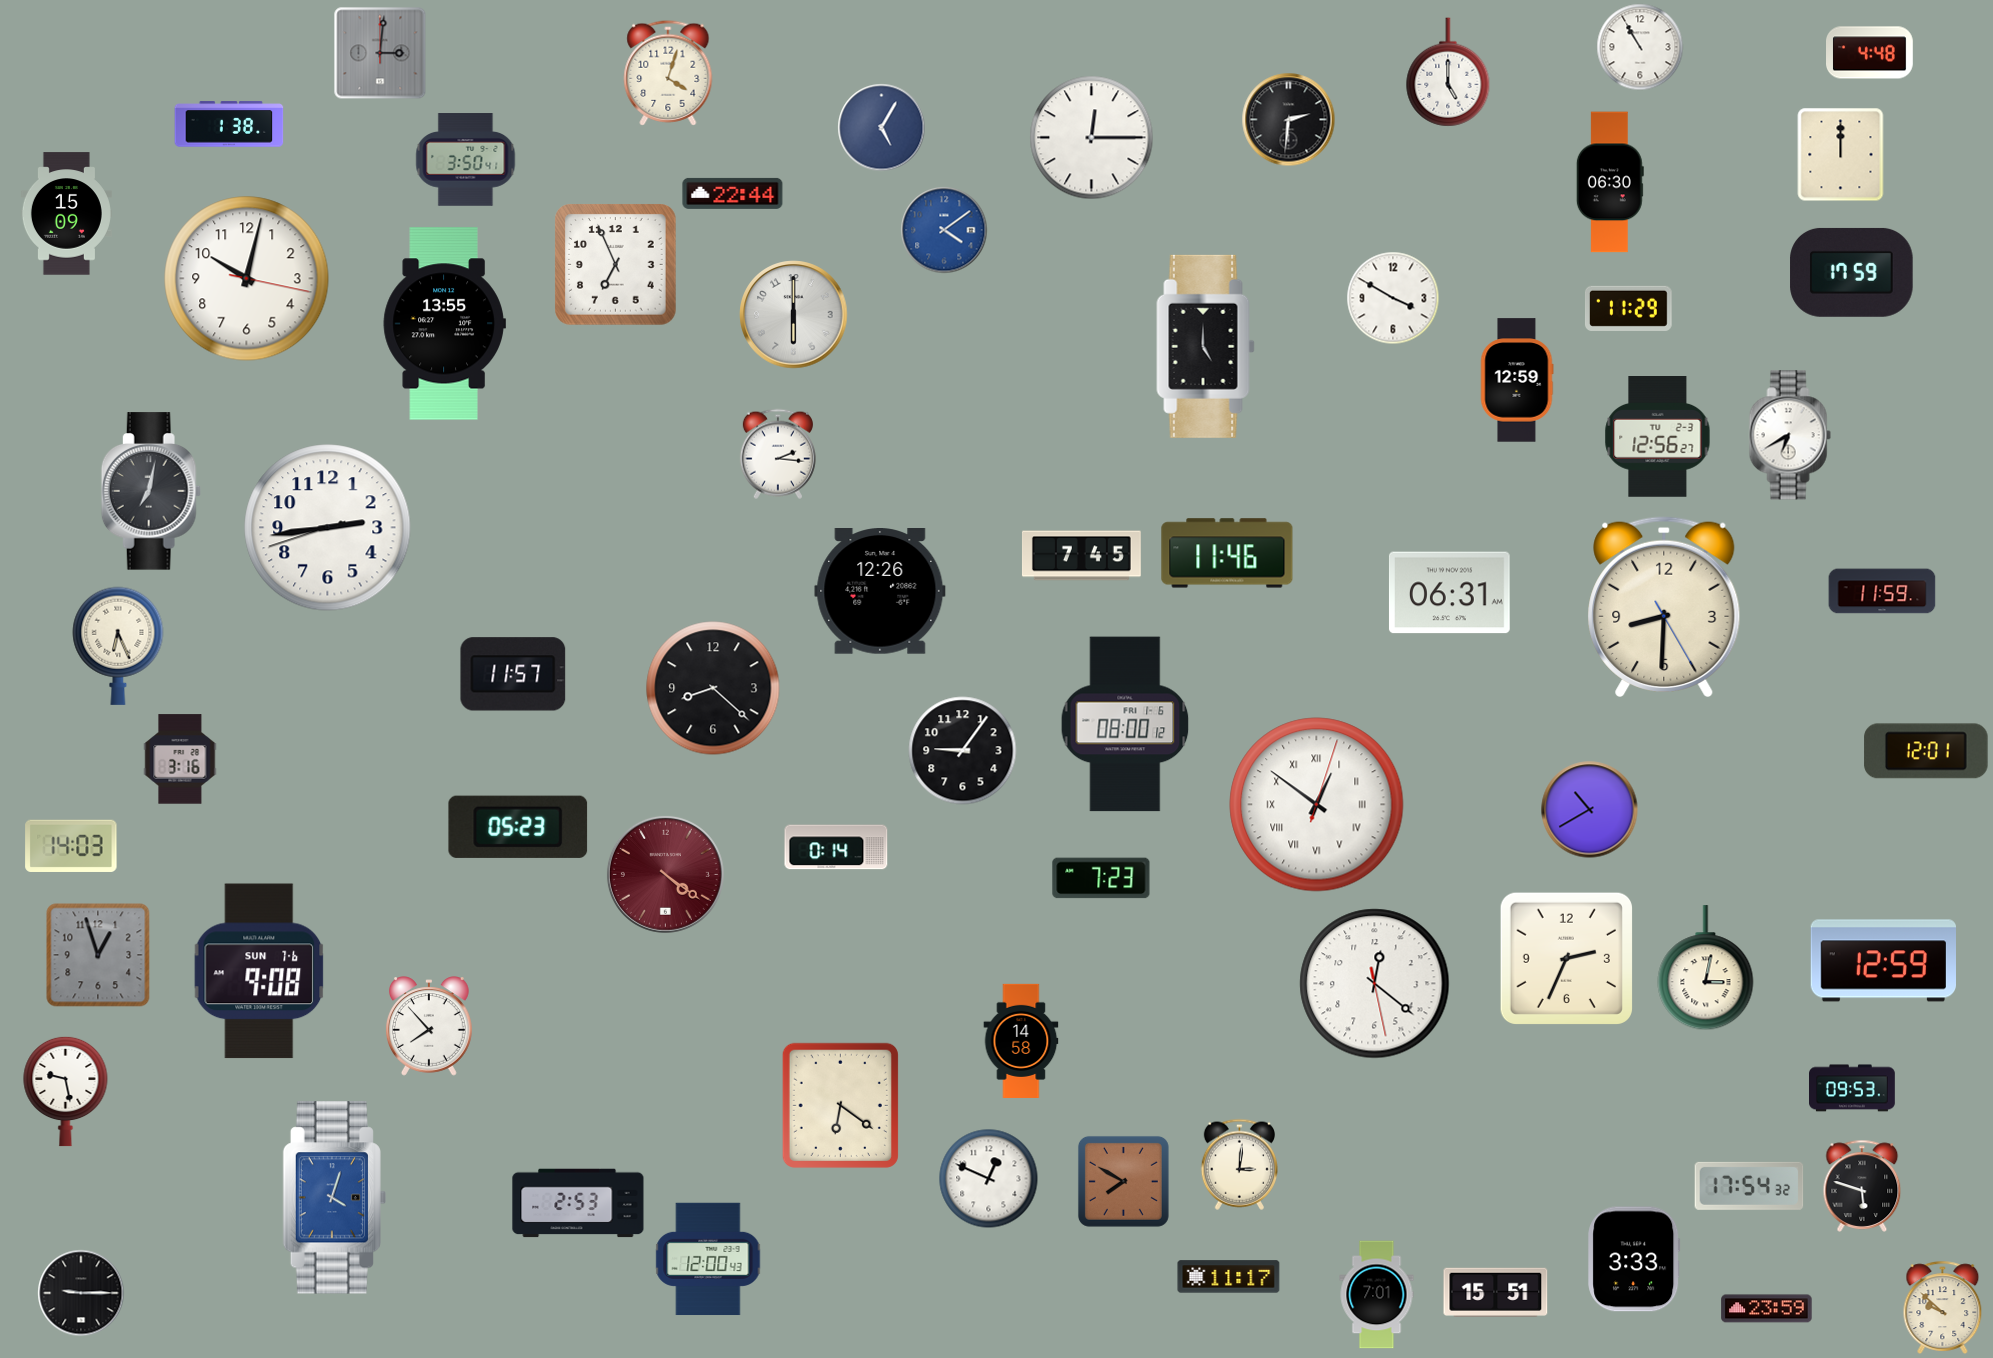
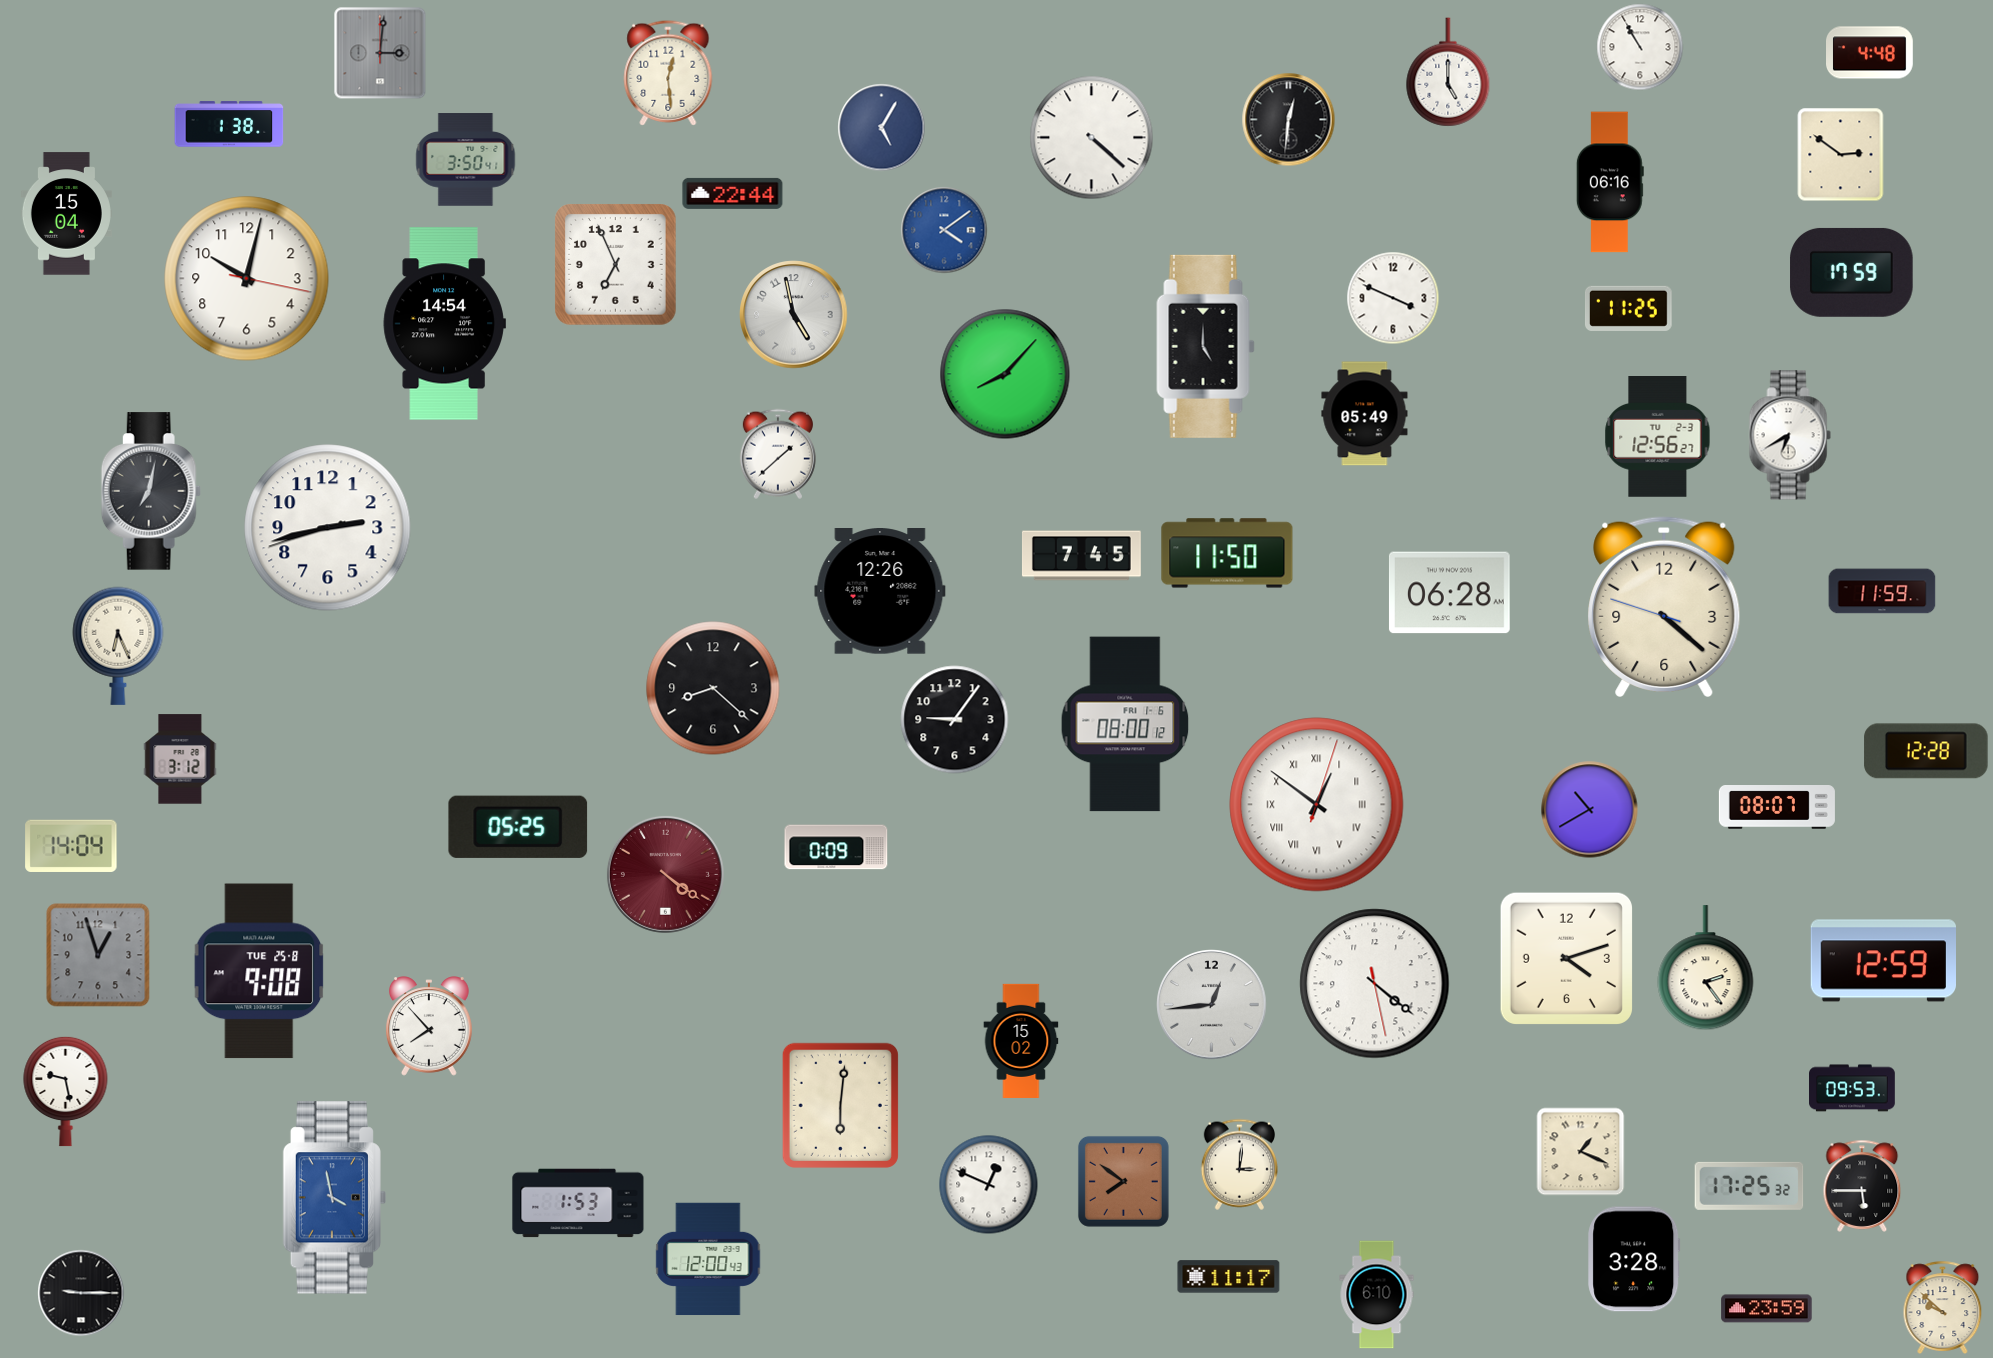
clock at (668, 73): 4:03 -> 12:29
clock at (1289, 120): 2:31 -> 12:31
clock at (1092, 138): 12:15 -> 4:22
clock at (1841, 155): 12:00 -> 2:51
clock at (1610, 182): 06:30 -> 06:16
clock at (66, 214): 15:09 -> 15:04
clock at (1393, 298): 3:50 -> 3:49
clock at (1628, 308): 11:29 -> 11:25
clock at (794, 315): 6:00 -> 4:58
clock at (444, 324): 13:55 -> 14:54
clock at (1005, 374): none -> 8:07
clock at (1517, 380): 12:59 -> none
clock at (1365, 414): none -> 05:49
clock at (778, 454): 2:16 -> 1:38
clock at (328, 528): 2:43 -> 2:42
clock at (1227, 553): 11:46 -> 11:50
clock at (1450, 593): 06:31 -> 06:28
clock at (1664, 606): 8:30 -> 4:21
clock at (513, 674): 11:57 -> none
clock at (963, 751) position: (963, 751) -> (955, 720)
clock at (1926, 751): 12:01 -> 12:28
clock at (180, 759): 3:16 -> 3:12
clock at (1777, 808): none -> 08:07
clock at (518, 827): 05:23 -> 05:25
clock at (71, 845): 14:03 -> 14:04
clock at (836, 847): 0:14 -> 0:09
clock at (1101, 878): 7:23 -> none
clock at (1566, 958): 2:34 -> 4:12
clock at (1706, 968): 3:02 -> 2:24
clock at (259, 971) date: SUN 7-6 -> TUE 25-8
clock at (1375, 984): 12:21 -> 4:21
clock at (1212, 1005): none -> 12:44
clock at (1021, 1041): 14:58 -> 15:02
clock at (840, 1105): 6:21 -> 6:01
clock at (1581, 1152): none -> 1:19
clock at (989, 1179) position: (989, 1179) -> (989, 1185)
clock at (1123, 1181): 7:50 -> 7:51
clock at (1749, 1186): 17:54 -> 17:25
clock at (1862, 1186): 5:48 -> 5:45
clock at (334, 1198): 4:03 -> 3:58
clock at (578, 1203): 2:53 -> 1:53
clock at (1634, 1259): 3:33 -> 3:28
clock at (1496, 1292): 15:51 -> none
clock at (1377, 1295): 7:01 -> 6:10
